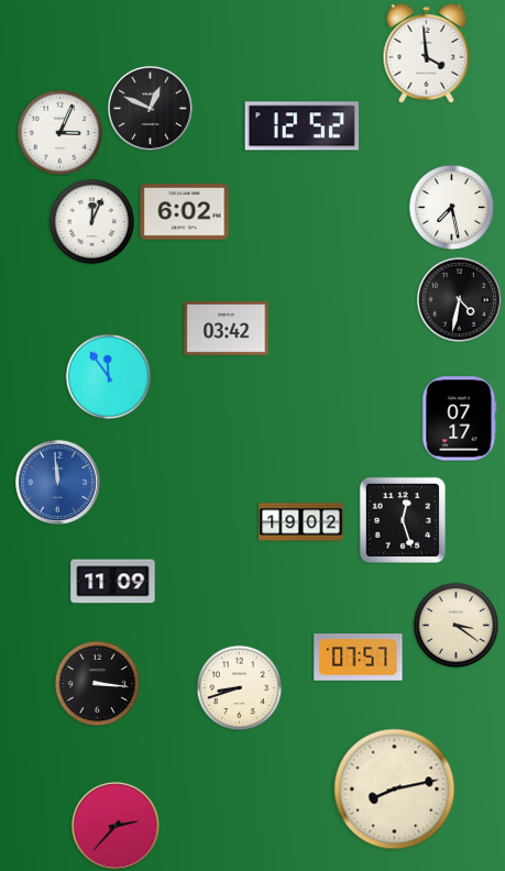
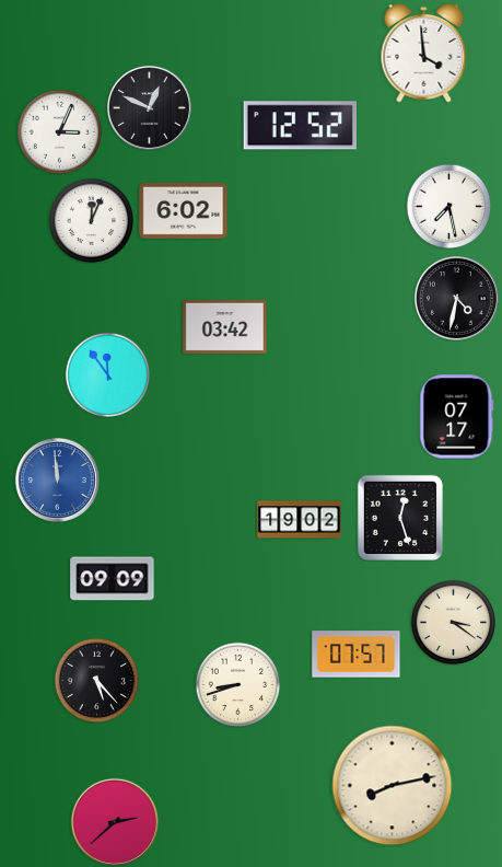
clock at (113, 582): 11:09 -> 09:09
clock at (97, 683): 3:16 -> 5:23
clock at (116, 826): 2:37 -> 2:38
